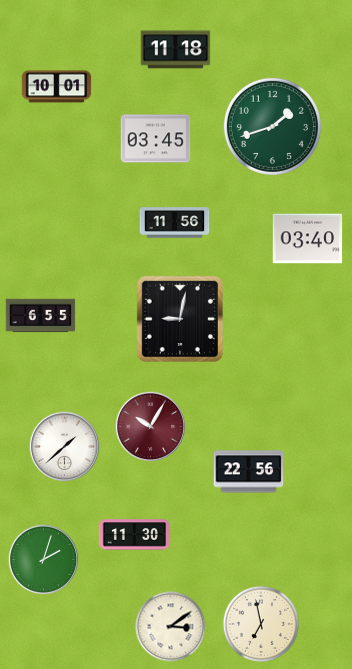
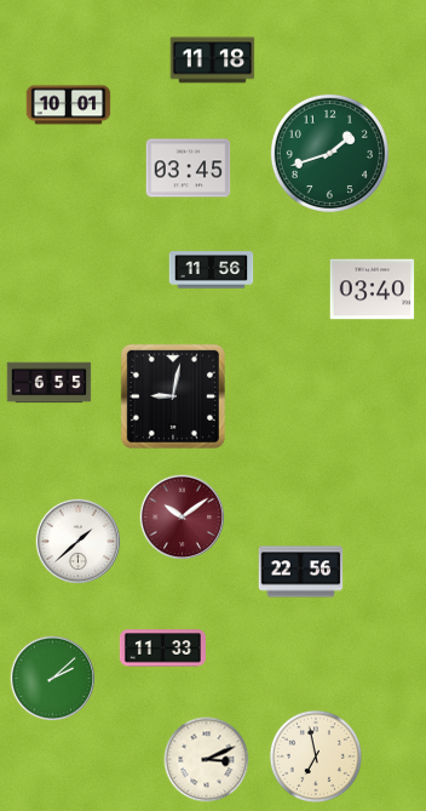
clock at (180, 319) position: (180, 319) -> (173, 396)
clock at (151, 427): 10:05 -> 10:09
clock at (134, 535): 11:30 -> 11:33
clock at (44, 560): 2:03 -> 2:08
clock at (171, 627): 3:09 -> 3:11
